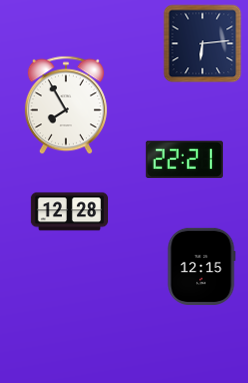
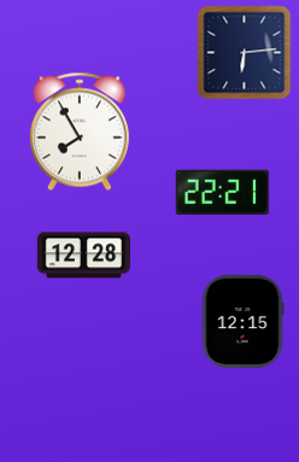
clock at (66, 105) position: (66, 105) -> (80, 131)
